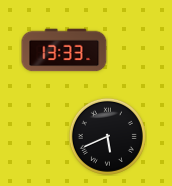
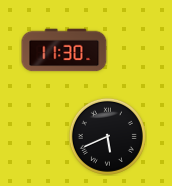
clock at (64, 50): 13:33 -> 11:30
